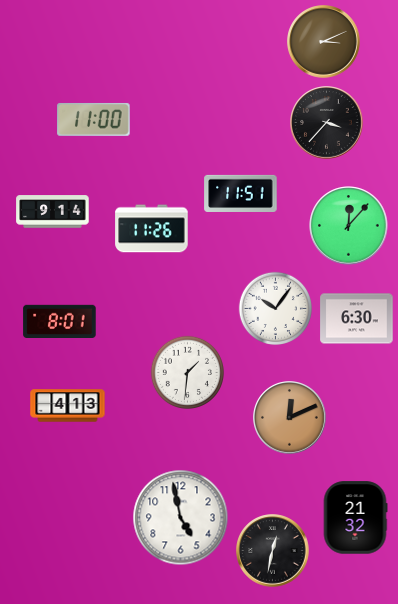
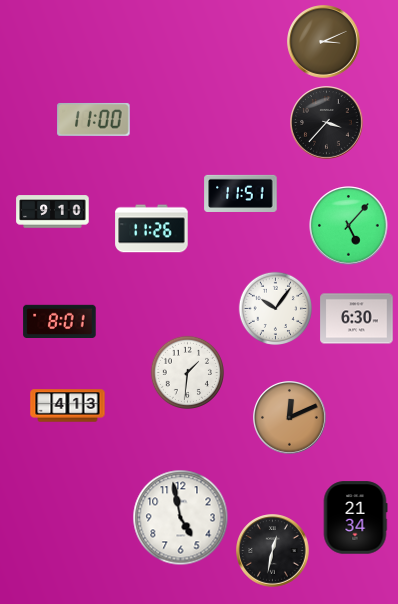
clock at (53, 212): 9:14 -> 9:10
clock at (349, 226): 12:07 -> 5:07
clock at (355, 518): 21:32 -> 21:34
